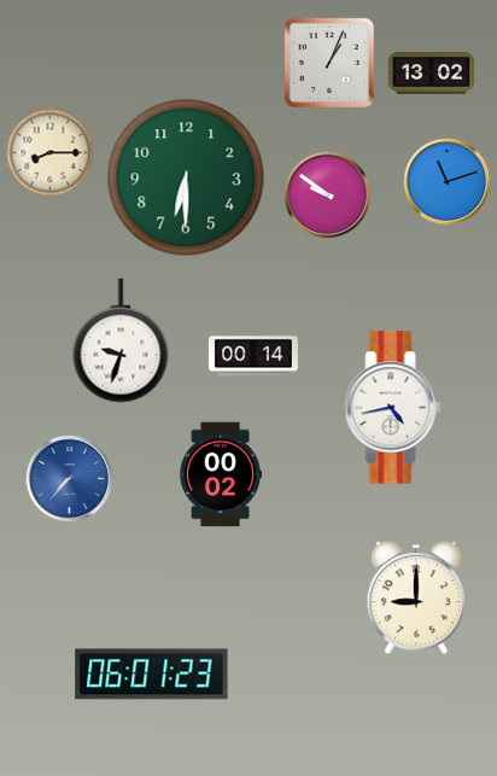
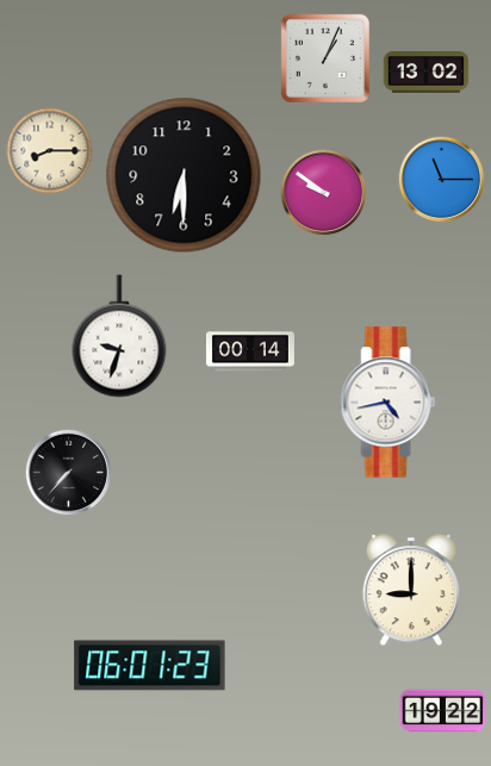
clock at (329, 63) position: (329, 63) -> (325, 58)
clock at (186, 177) dial: green -> black
clock at (448, 182): 11:12 -> 11:15
clock at (221, 474): 00:02 -> none
clock at (70, 479) dial: blue -> black
clock at (443, 711): none -> 19:22
